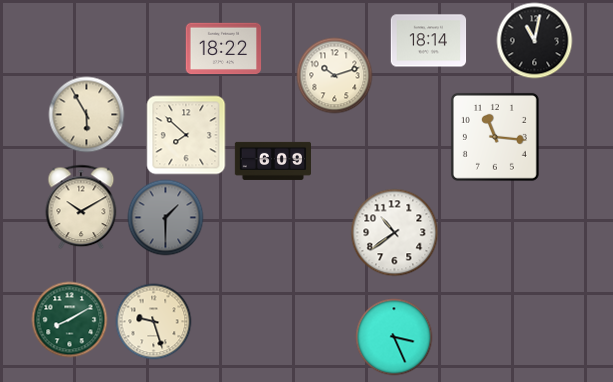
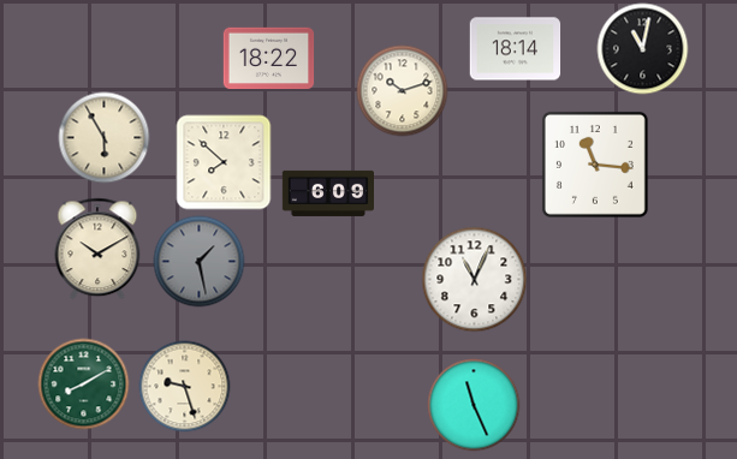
clock at (166, 218): 1:30 -> 1:28
clock at (395, 233): 10:39 -> 11:04
clock at (394, 337): 3:26 -> 11:26
